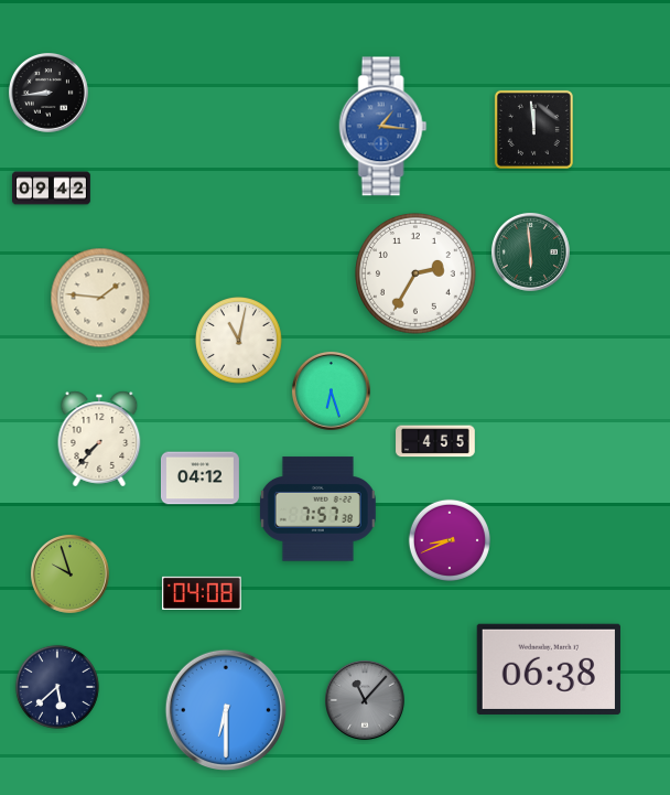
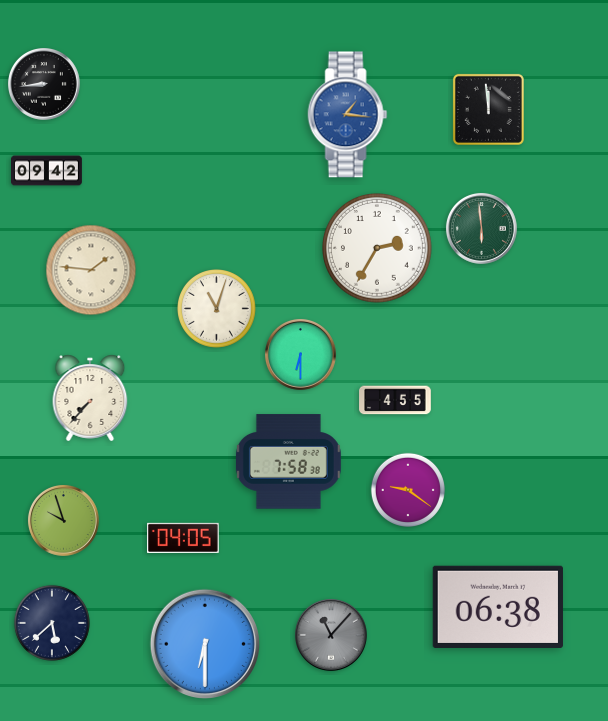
clock at (533, 129) position: (533, 129) -> (488, 109)
clock at (239, 341): 11:02 -> 11:03
clock at (331, 390): 6:27 -> 6:30
clock at (199, 479): 04:12 -> none
clock at (317, 509): 7:57 -> 7:58
clock at (449, 539): 8:41 -> 9:21
clock at (203, 593): 04:08 -> 04:05
